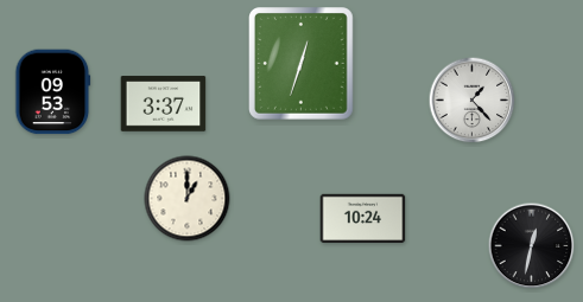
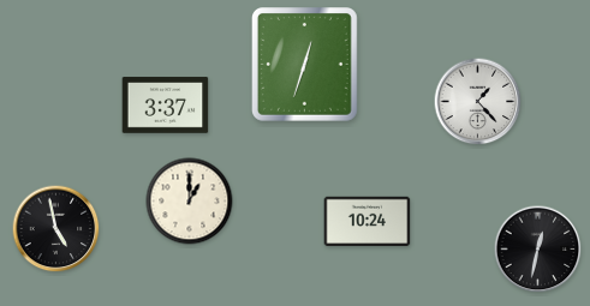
clock at (53, 92): 09:53 -> none
clock at (56, 229): none -> 4:58
